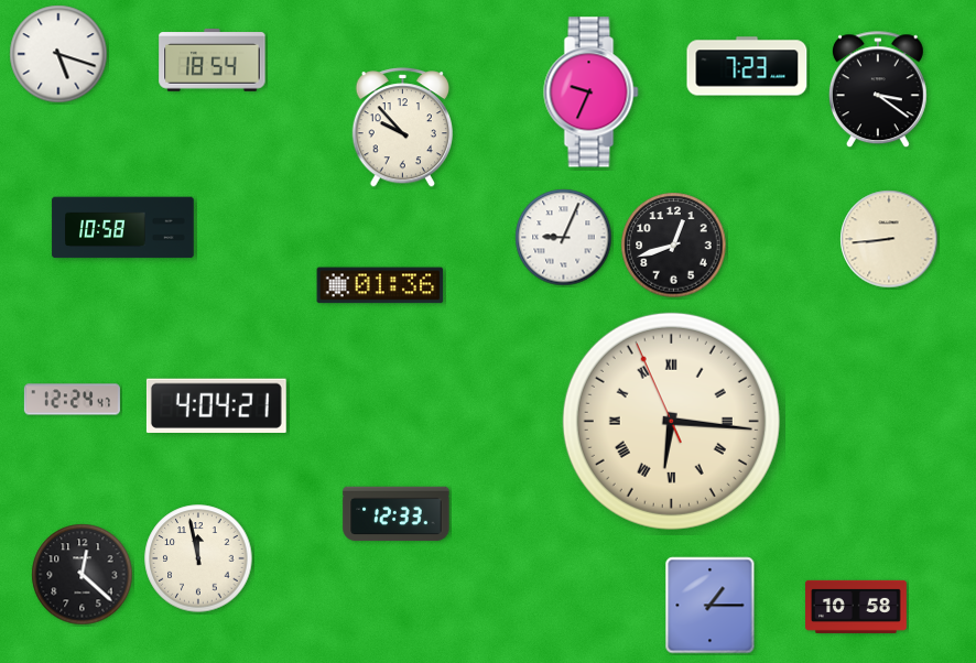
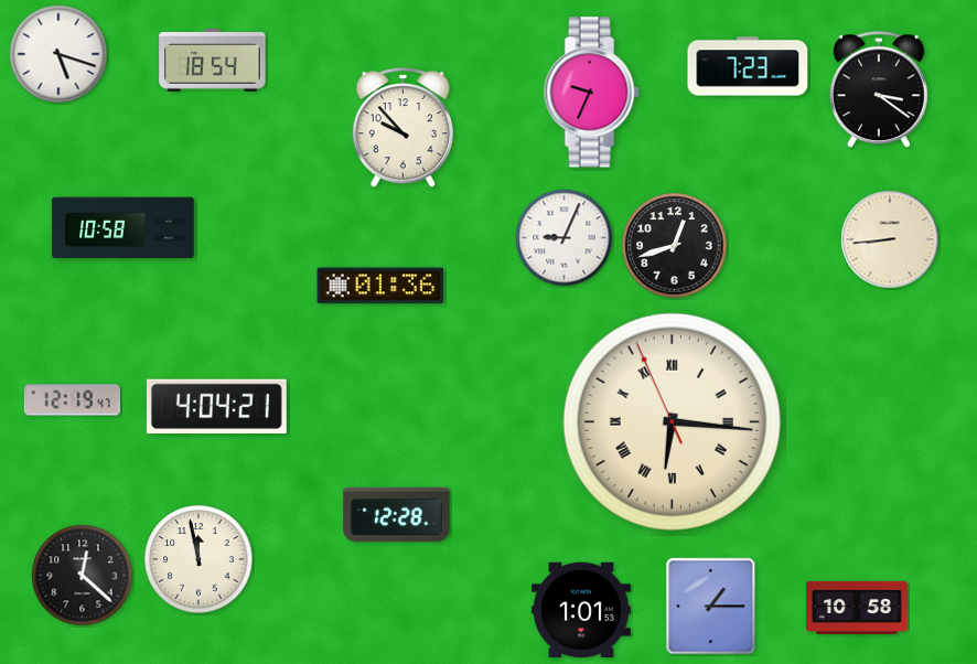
clock at (72, 400): 12:24 -> 12:19
clock at (397, 514): 12:33 -> 12:28
clock at (581, 610): none -> 1:01
